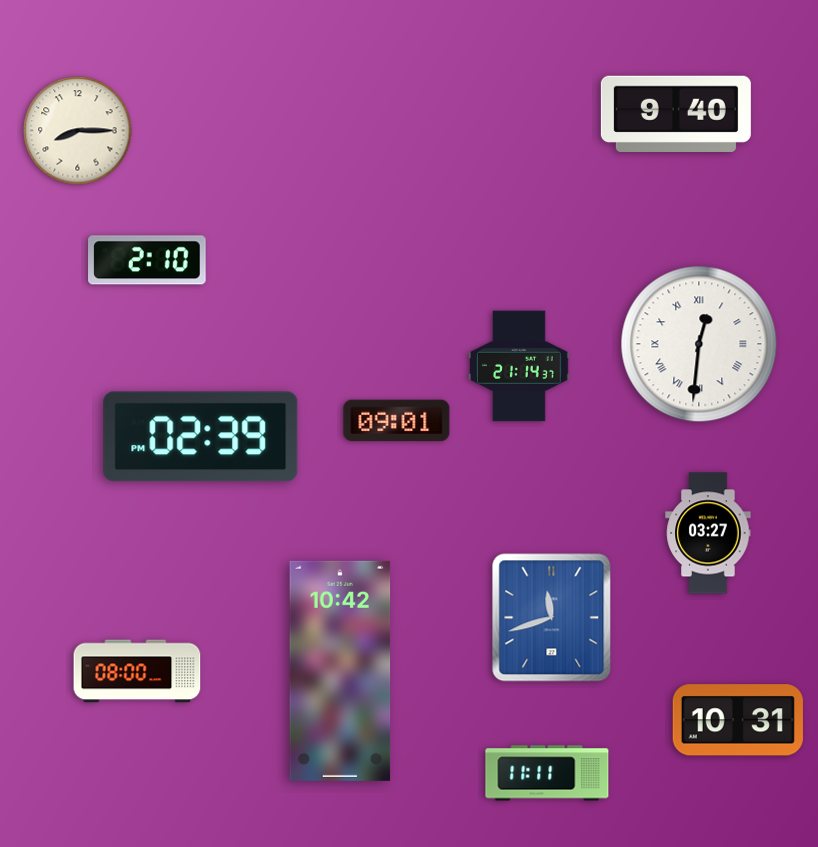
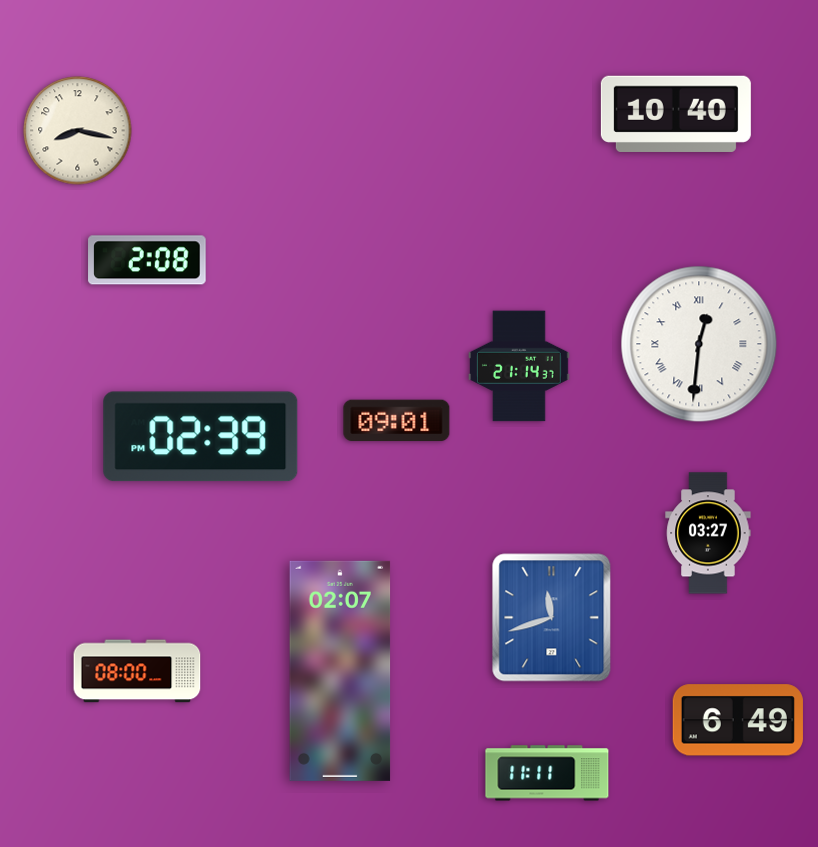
clock at (676, 114): 9:40 -> 10:40
clock at (78, 131): 8:15 -> 8:17
clock at (147, 260): 2:10 -> 2:08
clock at (340, 671): 10:42 -> 02:07
clock at (738, 720): 10:31 -> 6:49
